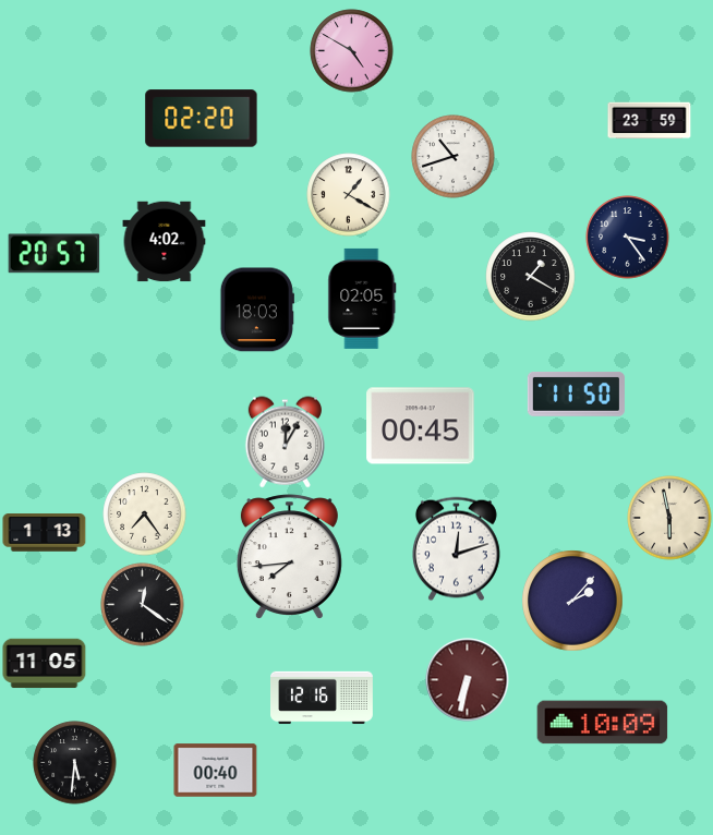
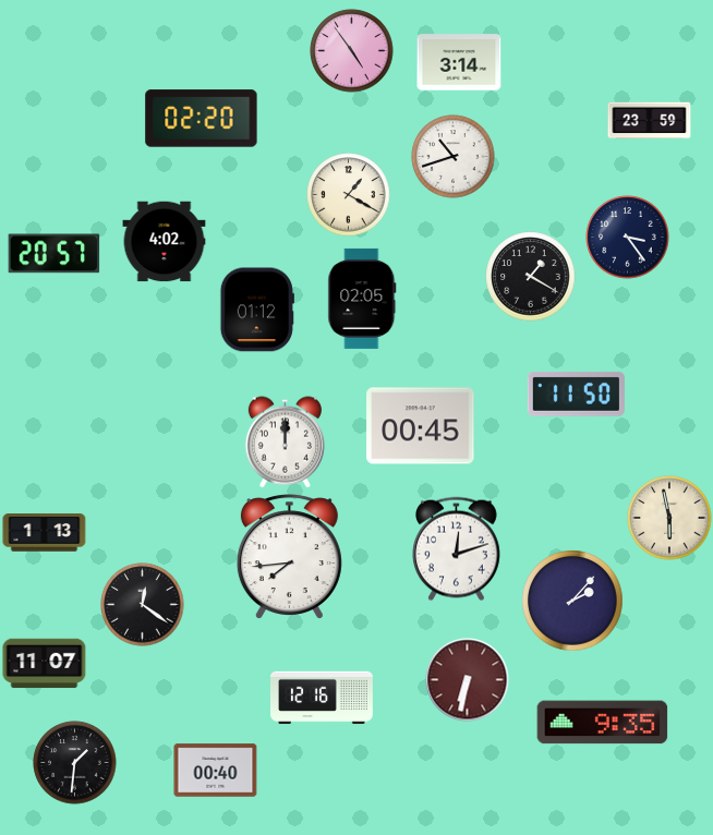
clock at (352, 51): 4:50 -> 4:54
clock at (459, 62): none -> 3:14
clock at (257, 310): 18:03 -> 01:12
clock at (285, 443): 12:05 -> 12:00
clock at (145, 515): 7:24 -> none
clock at (45, 664): 11:05 -> 11:07
clock at (603, 723): 10:09 -> 9:35
clock at (75, 763): 5:31 -> 1:31
